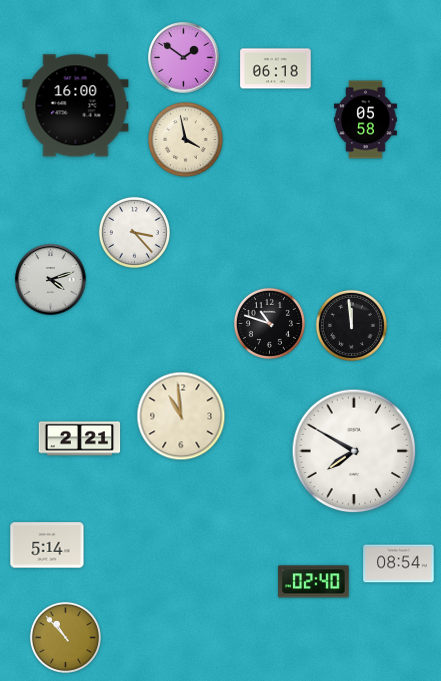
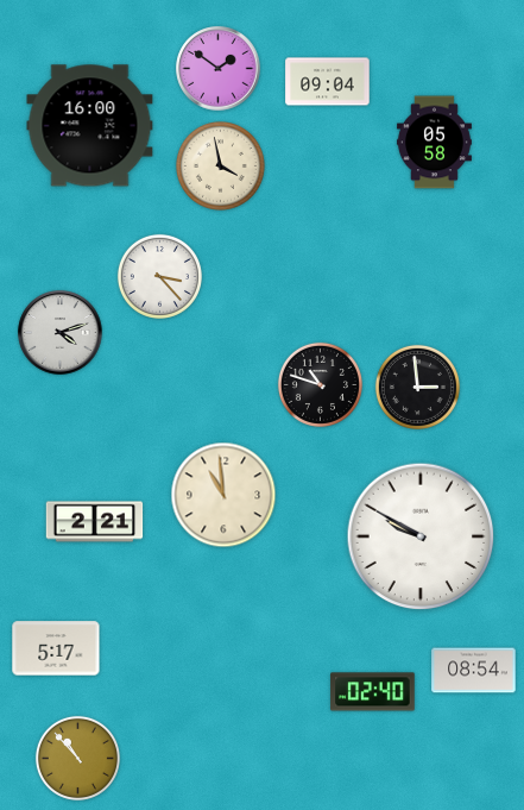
clock at (276, 69): 06:18 -> 09:04
clock at (351, 325): 11:59 -> 2:59
clock at (181, 416) position: (181, 416) -> (223, 495)
clock at (354, 451): 7:50 -> 9:50
clock at (47, 545): 5:14 -> 5:17
